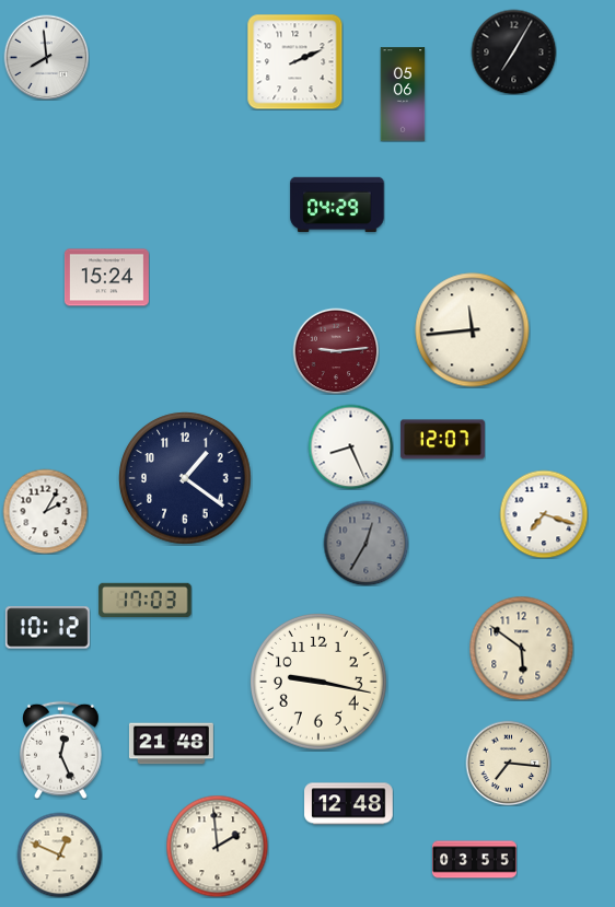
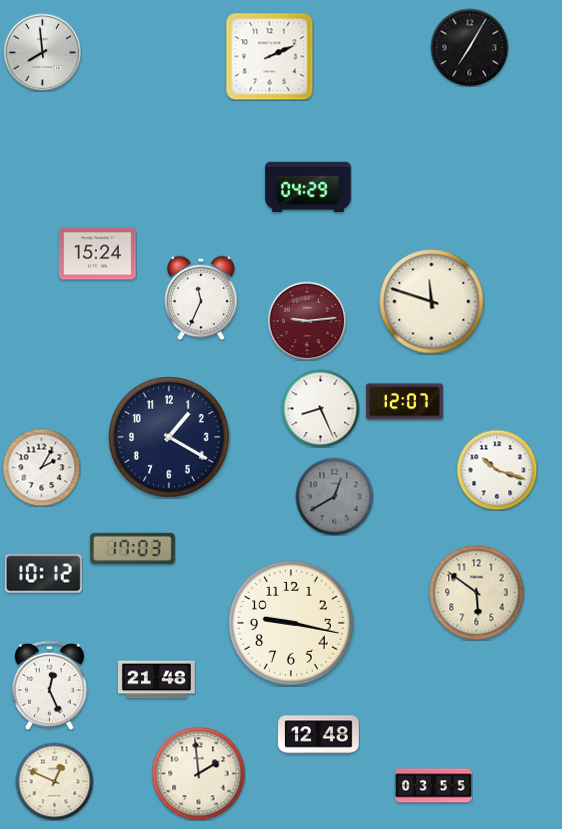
clock at (403, 94): 05:06 -> none
clock at (201, 298): none -> 11:34
clock at (473, 330): 11:44 -> 11:48
clock at (185, 478): 1:21 -> 1:20
clock at (544, 514): 7:18 -> 10:18
clock at (365, 543): 12:35 -> 12:40
clock at (61, 749) position: (61, 749) -> (50, 685)
clock at (508, 763): 7:16 -> none
